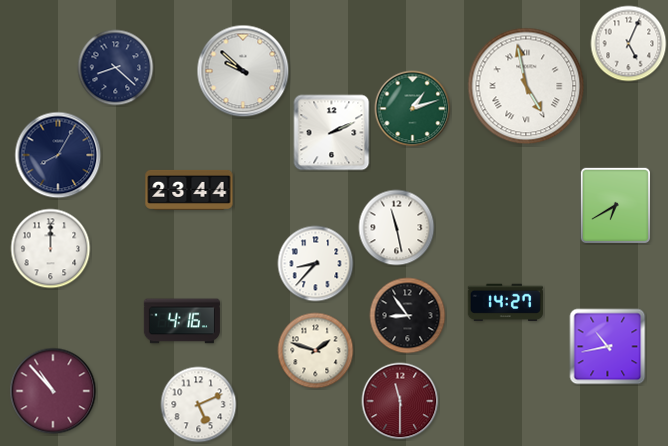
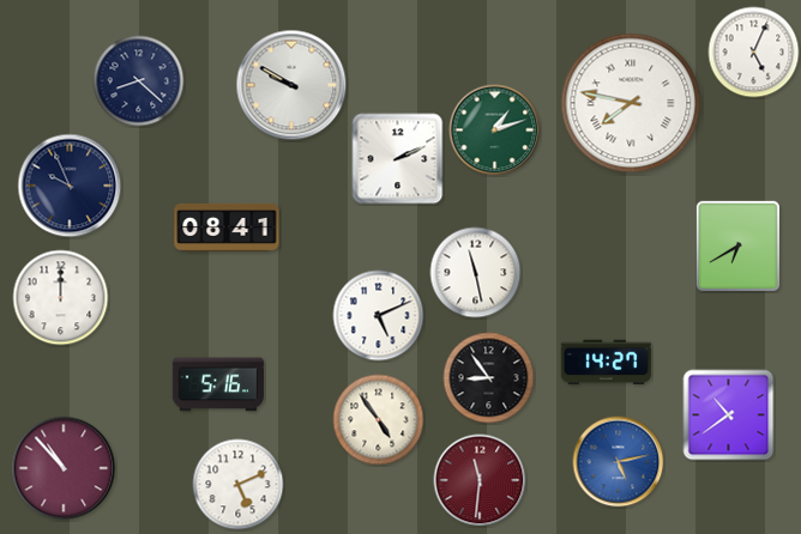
clock at (243, 71): 9:52 -> 9:50
clock at (526, 86): 4:58 -> 7:47
clock at (58, 155): 8:05 -> 9:56
clock at (189, 190): 23:44 -> 08:41
clock at (316, 264): 8:37 -> 5:11
clock at (182, 321): 4:16 -> 5:16
clock at (608, 347): 10:43 -> 10:39
clock at (316, 351): 1:48 -> 4:54
clock at (619, 462): none -> 5:13
clock at (400, 401): 11:30 -> 11:31
